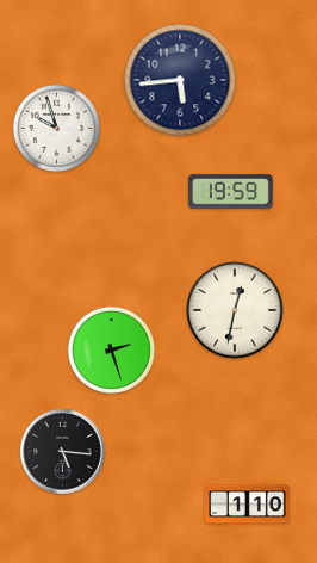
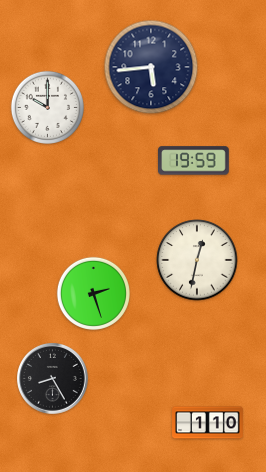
clock at (56, 128): 9:57 -> 10:00
clock at (63, 452): 5:16 -> 8:25
